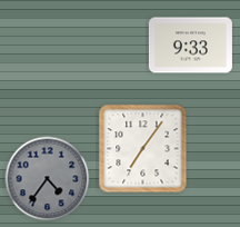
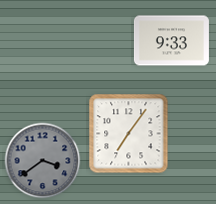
clock at (48, 179): 4:36 -> 3:39
